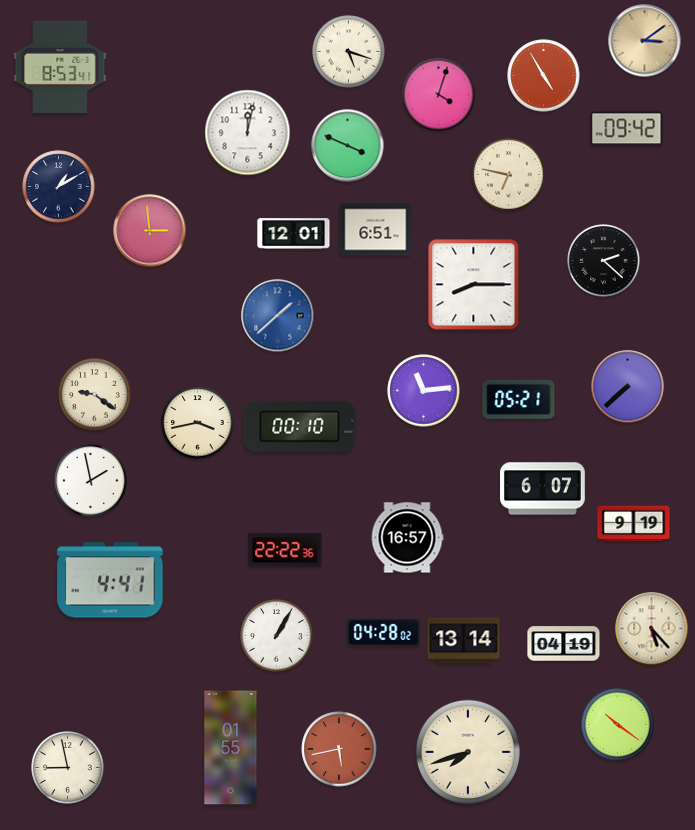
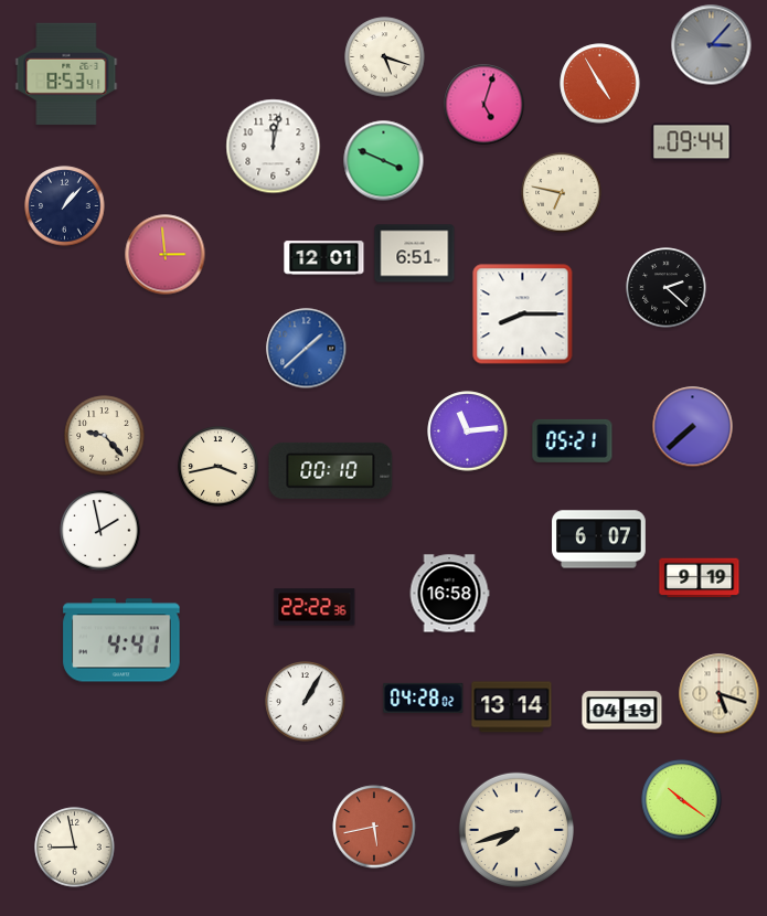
clock at (645, 41): 3:09 -> 3:07
clock at (645, 41) dial: champagne -> grey
clock at (439, 95): 4:03 -> 5:03
clock at (627, 129): 09:42 -> 09:44
clock at (59, 187): 1:10 -> 1:07
clock at (95, 395): 9:21 -> 9:23
clock at (407, 538): 16:57 -> 16:58
clock at (652, 629): 5:23 -> 5:18
clock at (231, 748): 01:55 -> none
